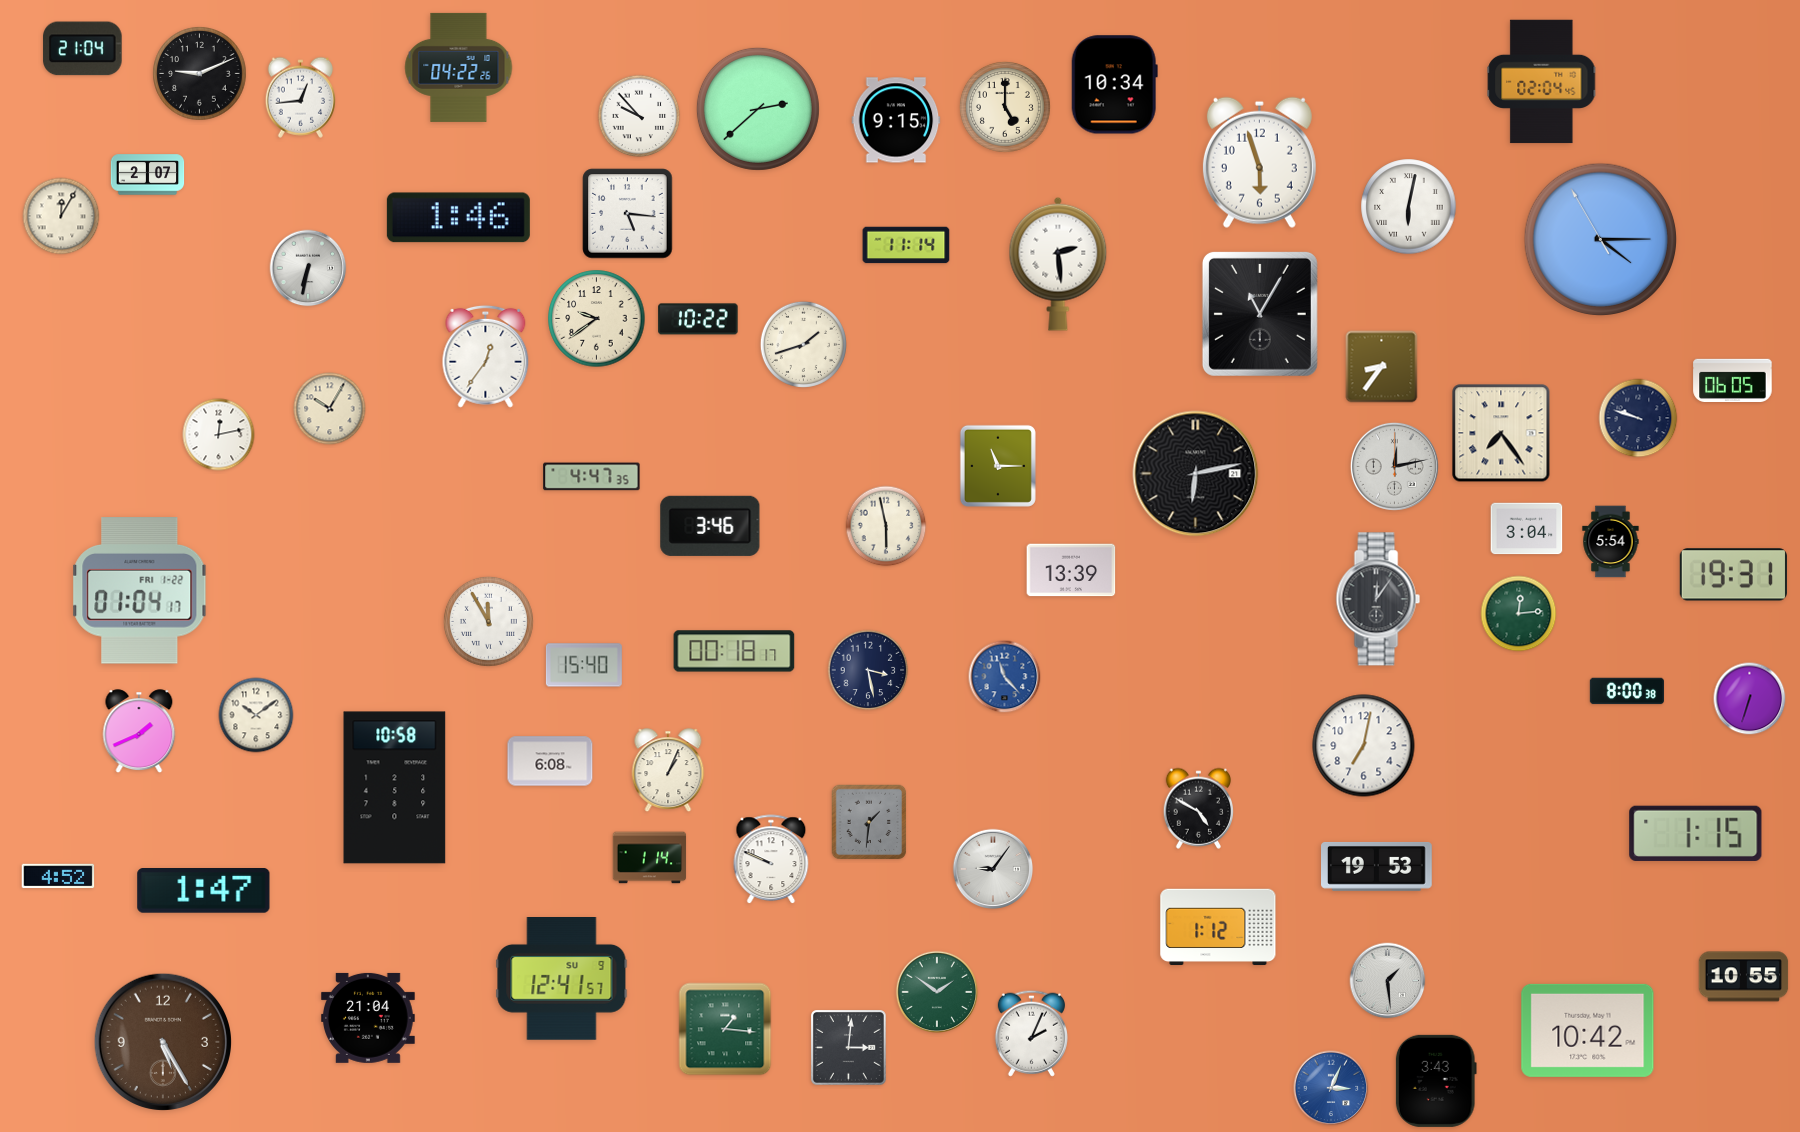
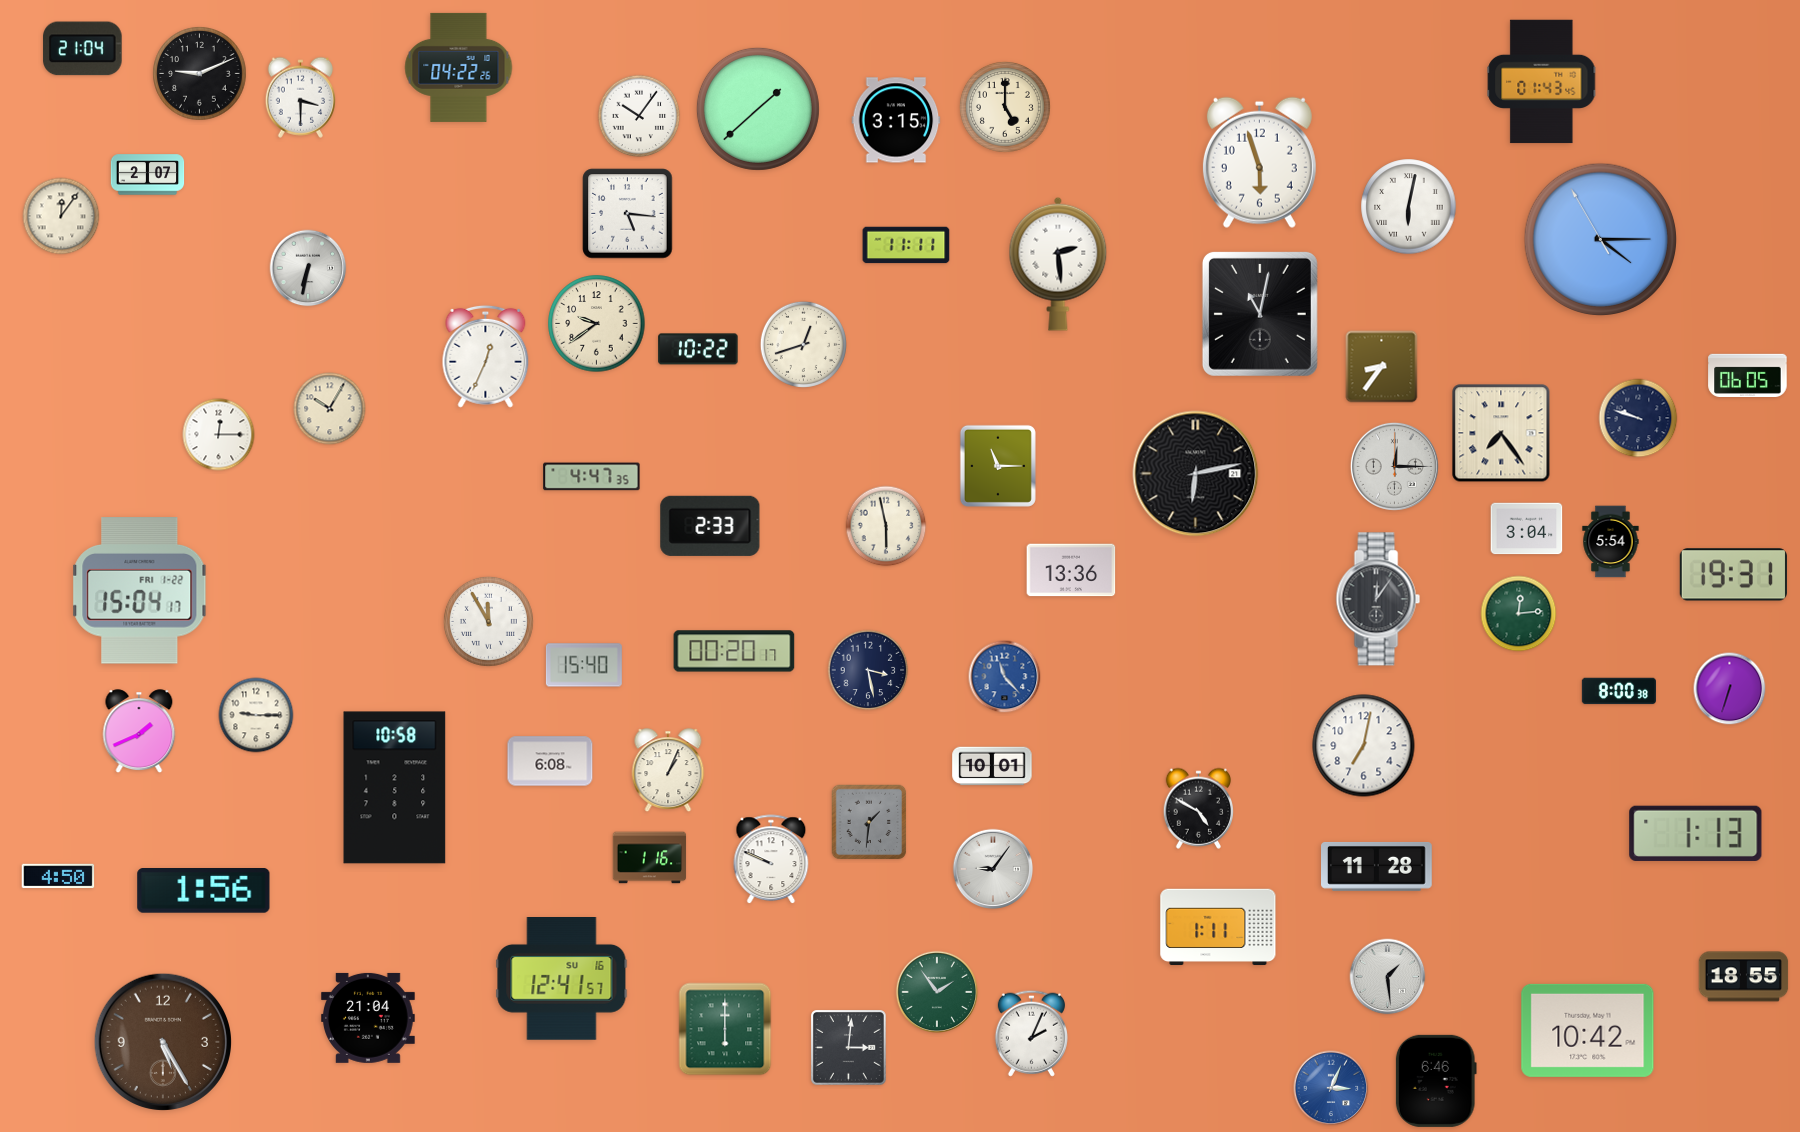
clock at (1542, 82): 02:04 -> 01:43
clock at (1114, 85): 10:34 -> none
clock at (300, 97): 12:44 -> 3:30
clock at (758, 109): 2:38 -> 1:38
clock at (639, 116): 9:53 -> 10:06
clock at (896, 120): 9:15 -> 3:15
clock at (61, 216): 12:05 -> 12:06
clock at (458, 218): 1:46 -> none
clock at (906, 245): 11:14 -> 11:11
clock at (1260, 314): 11:05 -> 11:02
clock at (597, 319) position: (597, 319) -> (597, 324)
clock at (698, 319) position: (698, 319) -> (698, 349)
clock at (803, 344): 1:42 -> 12:42
clock at (486, 356): 12:36 -> 12:34
clock at (1733, 380) position: (1733, 380) -> (1748, 375)
clock at (219, 435): 12:13 -> 12:15
clock at (1394, 466): 12:13 -> 12:15
clock at (710, 526): 3:46 -> 2:33
clock at (1071, 570): 13:39 -> 13:36
clock at (140, 591): 01:04 -> 15:04
clock at (734, 651): 00:18 -> 00:20
clock at (1626, 691) position: (1626, 691) -> (1618, 691)
clock at (1750, 699) position: (1750, 699) -> (1730, 689)
clock at (256, 715): 10:09 -> 9:15
clock at (992, 766): none -> 10:01
clock at (1696, 833): 1:15 -> 1:13
clock at (650, 858): 1:14 -> 1:16
clock at (1377, 866): 19:53 -> 11:28
clock at (58, 876): 4:52 -> 4:50
clock at (204, 891): 1:47 -> 1:56
clock at (1218, 927): 1:12 -> 1:11
clock at (1744, 977): 10:55 -> 18:55
clock at (562, 979) date: SU 9 -> SU 16
clock at (1388, 981) position: (1388, 981) -> (1388, 977)
clock at (936, 991): 1:51 -> 1:54
clock at (725, 1029): 1:16 -> 6:00
clock at (1436, 1081): 3:43 -> 6:46
